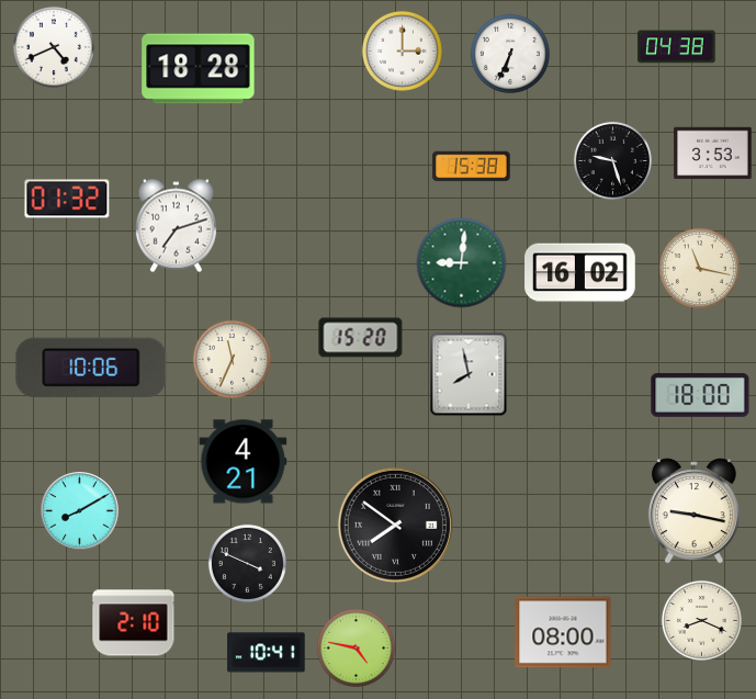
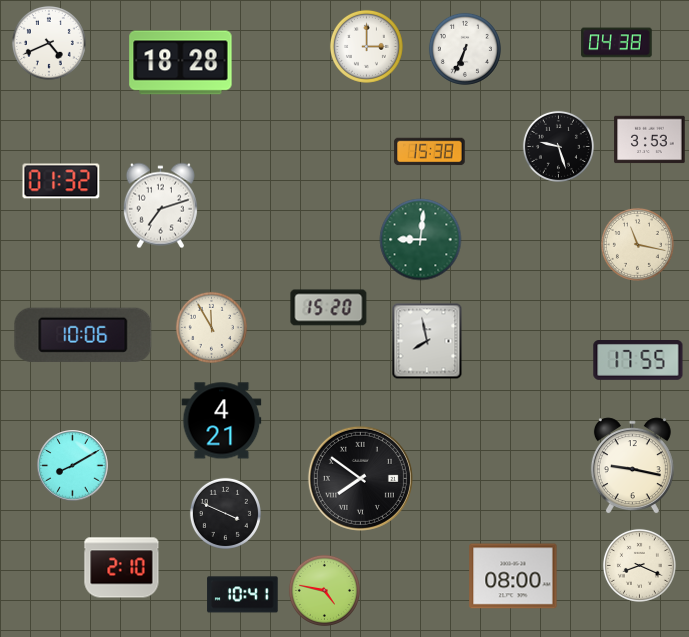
clock at (580, 273): 16:02 -> none
clock at (232, 359): 11:34 -> 11:55
clock at (700, 396): 18:00 -> 17:55
